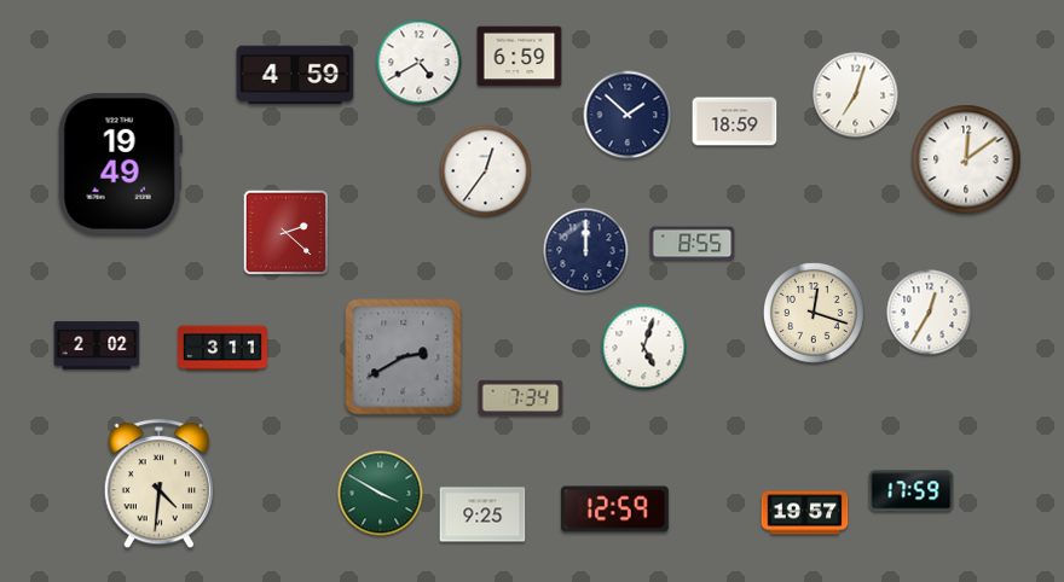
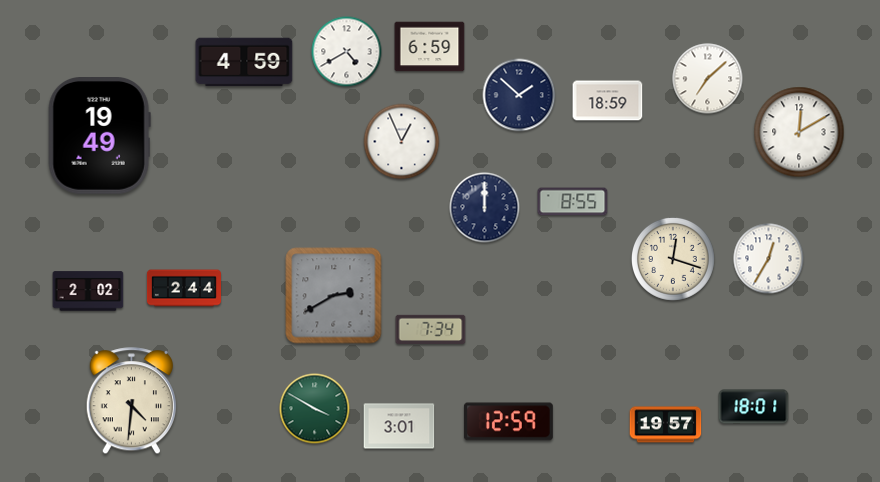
clock at (856, 95): 7:03 -> 7:08
clock at (966, 159): 12:09 -> 12:10
clock at (486, 171): 12:36 -> 12:56
clock at (287, 233): 2:22 -> none
clock at (97, 345) position: (97, 345) -> (88, 291)
clock at (222, 348): 3:11 -> 2:44
clock at (644, 348): 5:03 -> none
clock at (912, 491): 17:59 -> 18:01
clock at (482, 514): 9:25 -> 3:01
